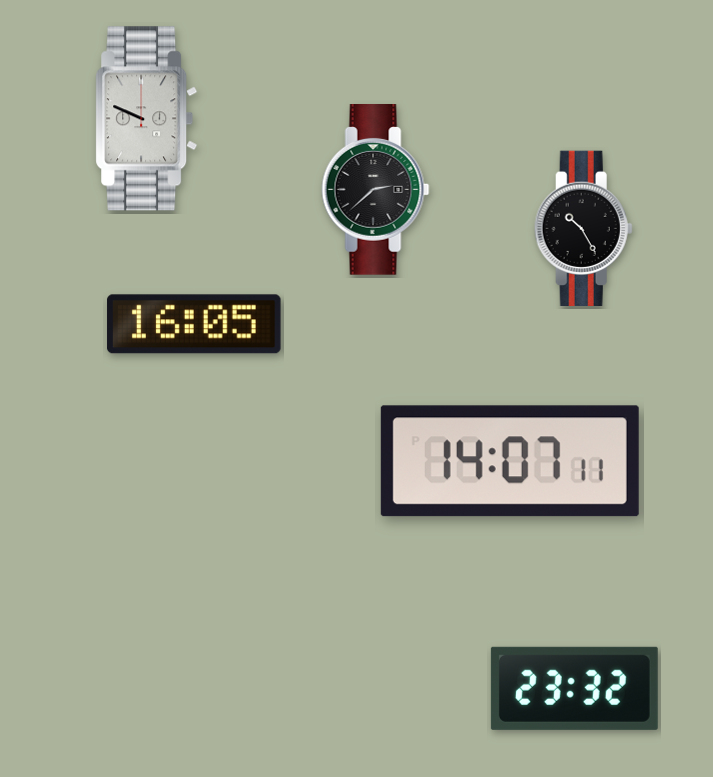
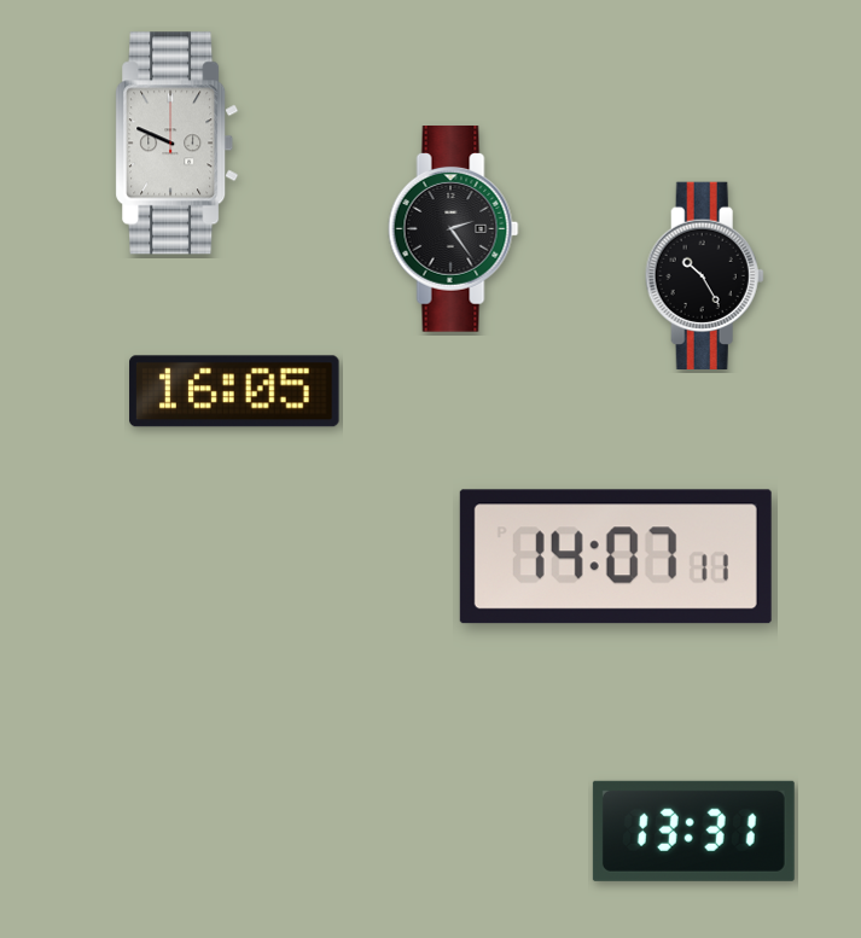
clock at (376, 190): 2:38 -> 2:24
clock at (574, 688): 23:32 -> 13:31
